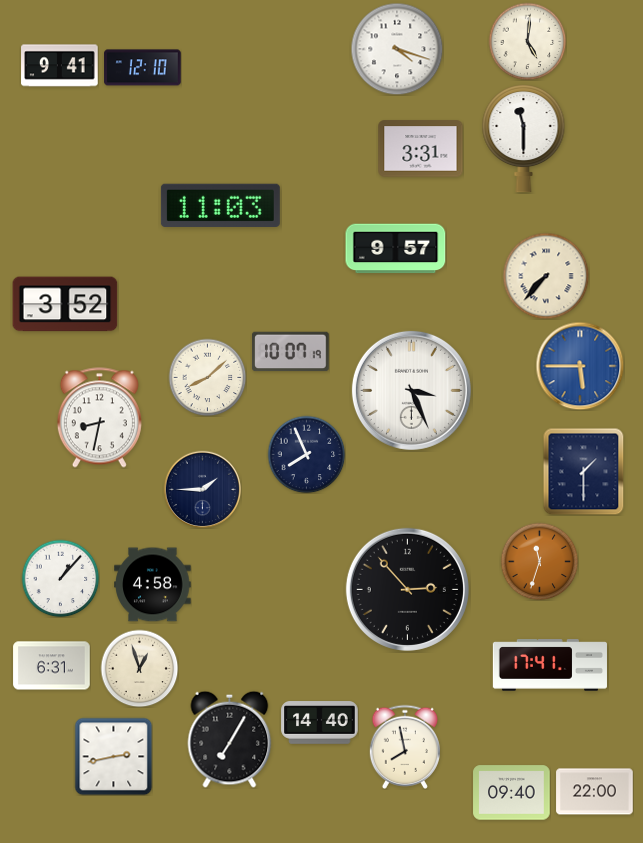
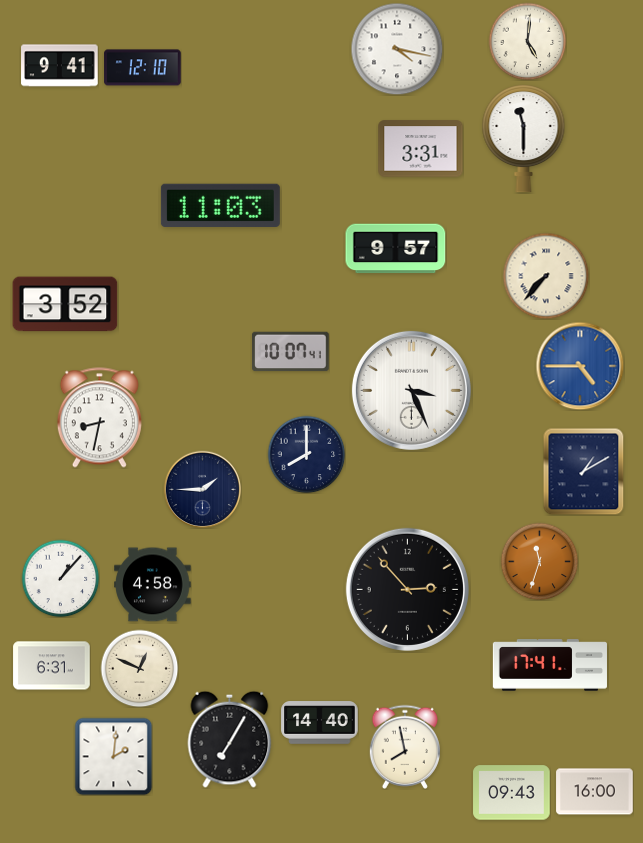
clock at (397, 49): 4:18 -> 4:17
clock at (291, 352): 10:07:19 -> 10:07:41
clock at (580, 366): 5:45 -> 4:45
clock at (207, 377): 8:08 -> none
clock at (306, 454): 7:56 -> 8:00
clock at (584, 471): 1:30 -> 1:10
clock at (139, 668): 12:57 -> 12:49
clock at (113, 756): 2:43 -> 2:01
clock at (595, 792): 22:00 -> 16:00
clock at (512, 793): 09:40 -> 09:43
